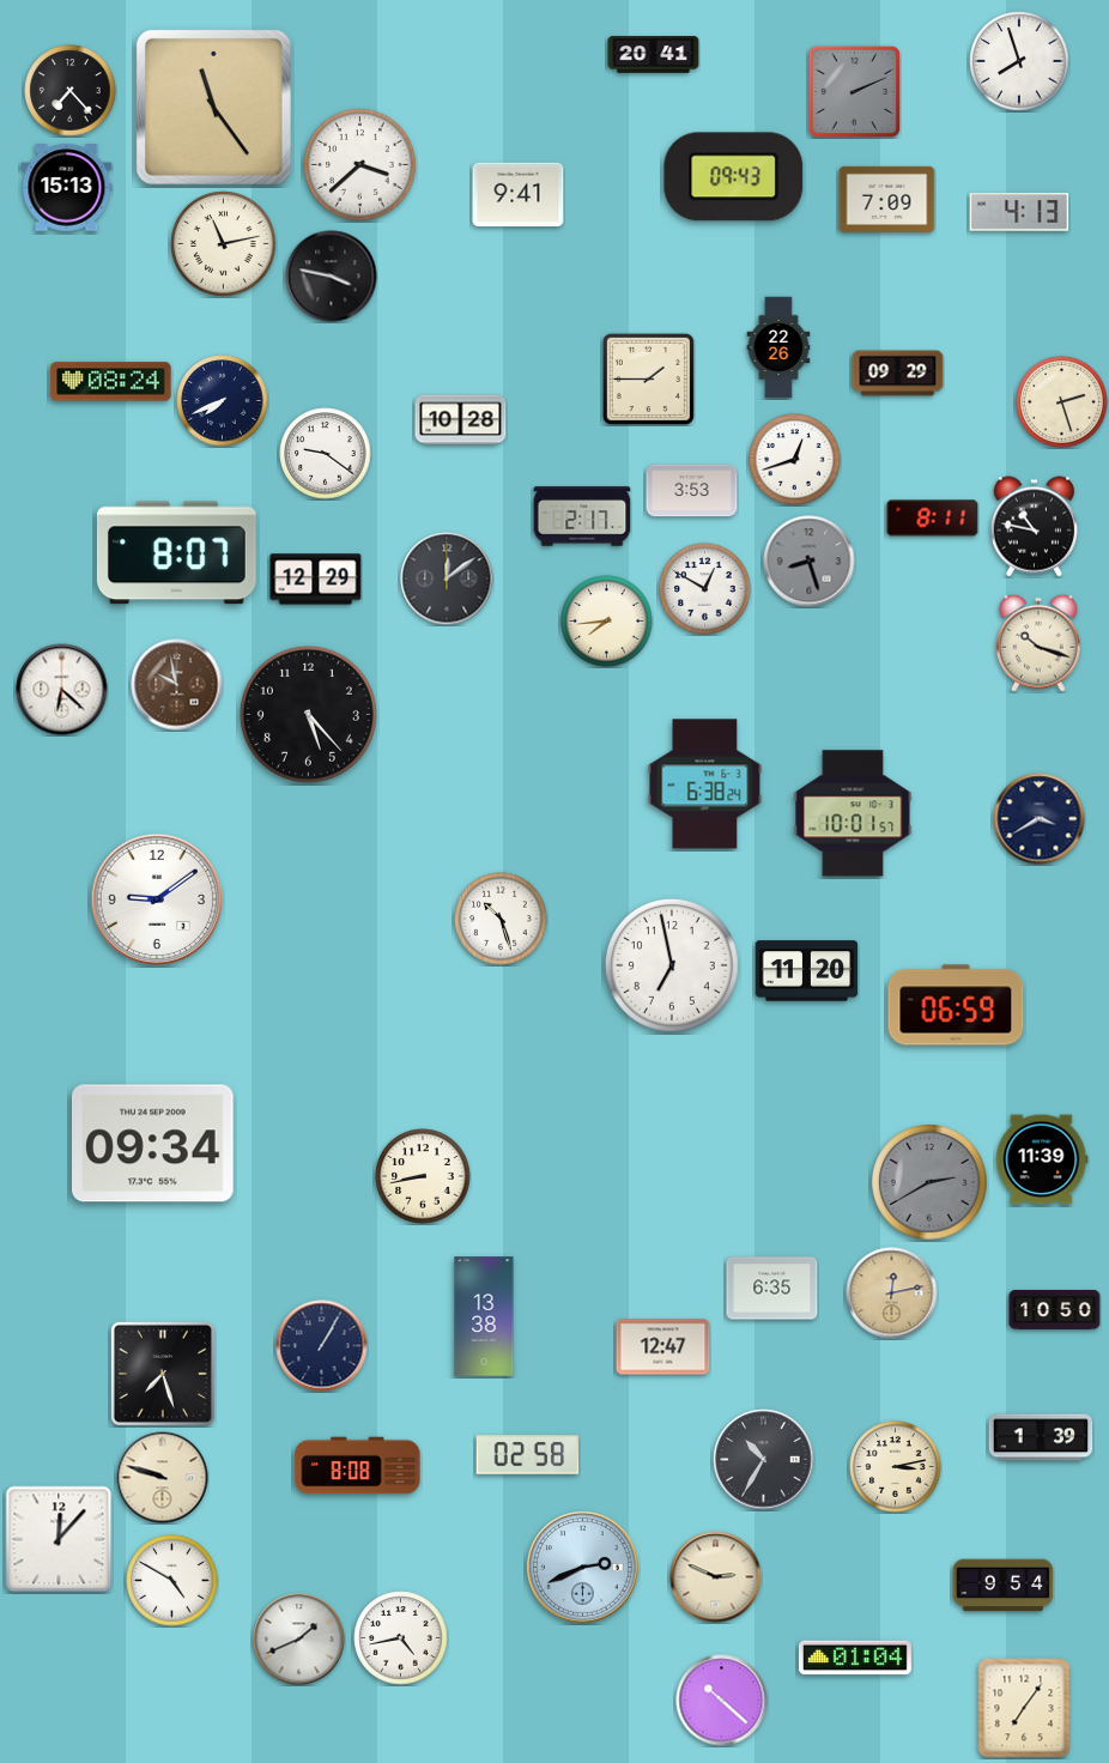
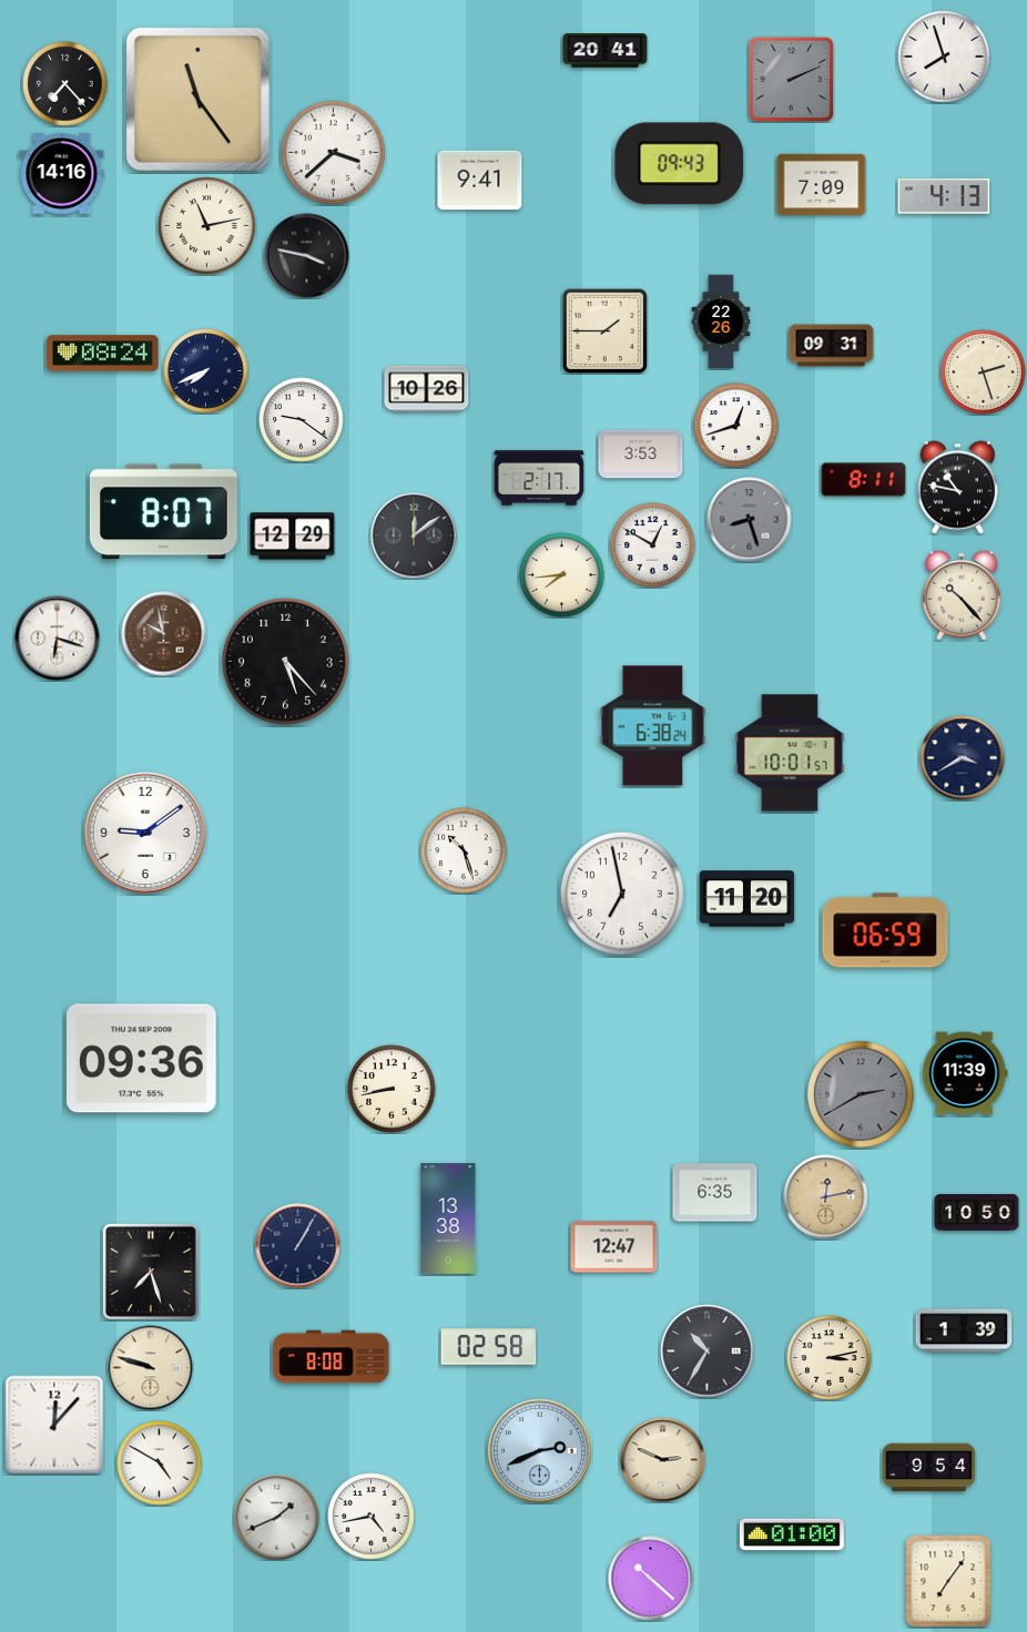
clock at (854, 91) position: (854, 91) -> (791, 79)
clock at (67, 188): 15:13 -> 14:16
clock at (898, 374): 09:29 -> 09:31
clock at (648, 378) position: (648, 378) -> (604, 330)
clock at (461, 420): 10:28 -> 10:26
clock at (1038, 643): 10:18 -> 10:23
clock at (62, 690): 6:22 -> 6:18
clock at (153, 1144): 09:34 -> 09:36
clock at (855, 1658): 01:04 -> 01:00
clock at (722, 1701) position: (722, 1701) -> (651, 1579)
